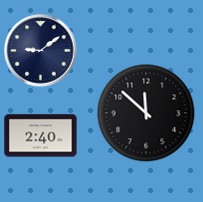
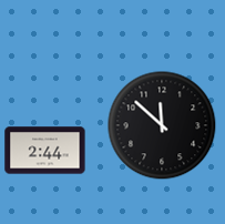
clock at (41, 51): 9:09 -> none
clock at (41, 136): 2:40 -> 2:44
